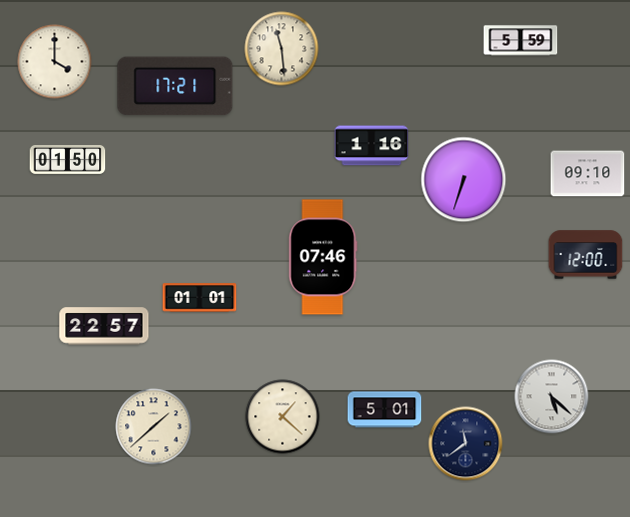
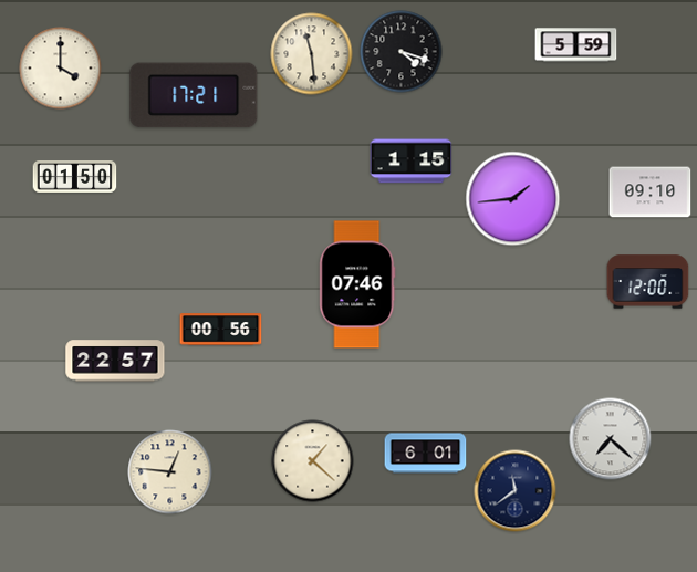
clock at (402, 52): none -> 4:18
clock at (372, 146): 1:16 -> 1:15
clock at (464, 180): 6:33 -> 1:44
clock at (200, 298): 01:01 -> 00:56
clock at (552, 397): 5:22 -> 7:22
clock at (385, 410): 5:01 -> 6:01
clock at (154, 427): 1:38 -> 12:46
